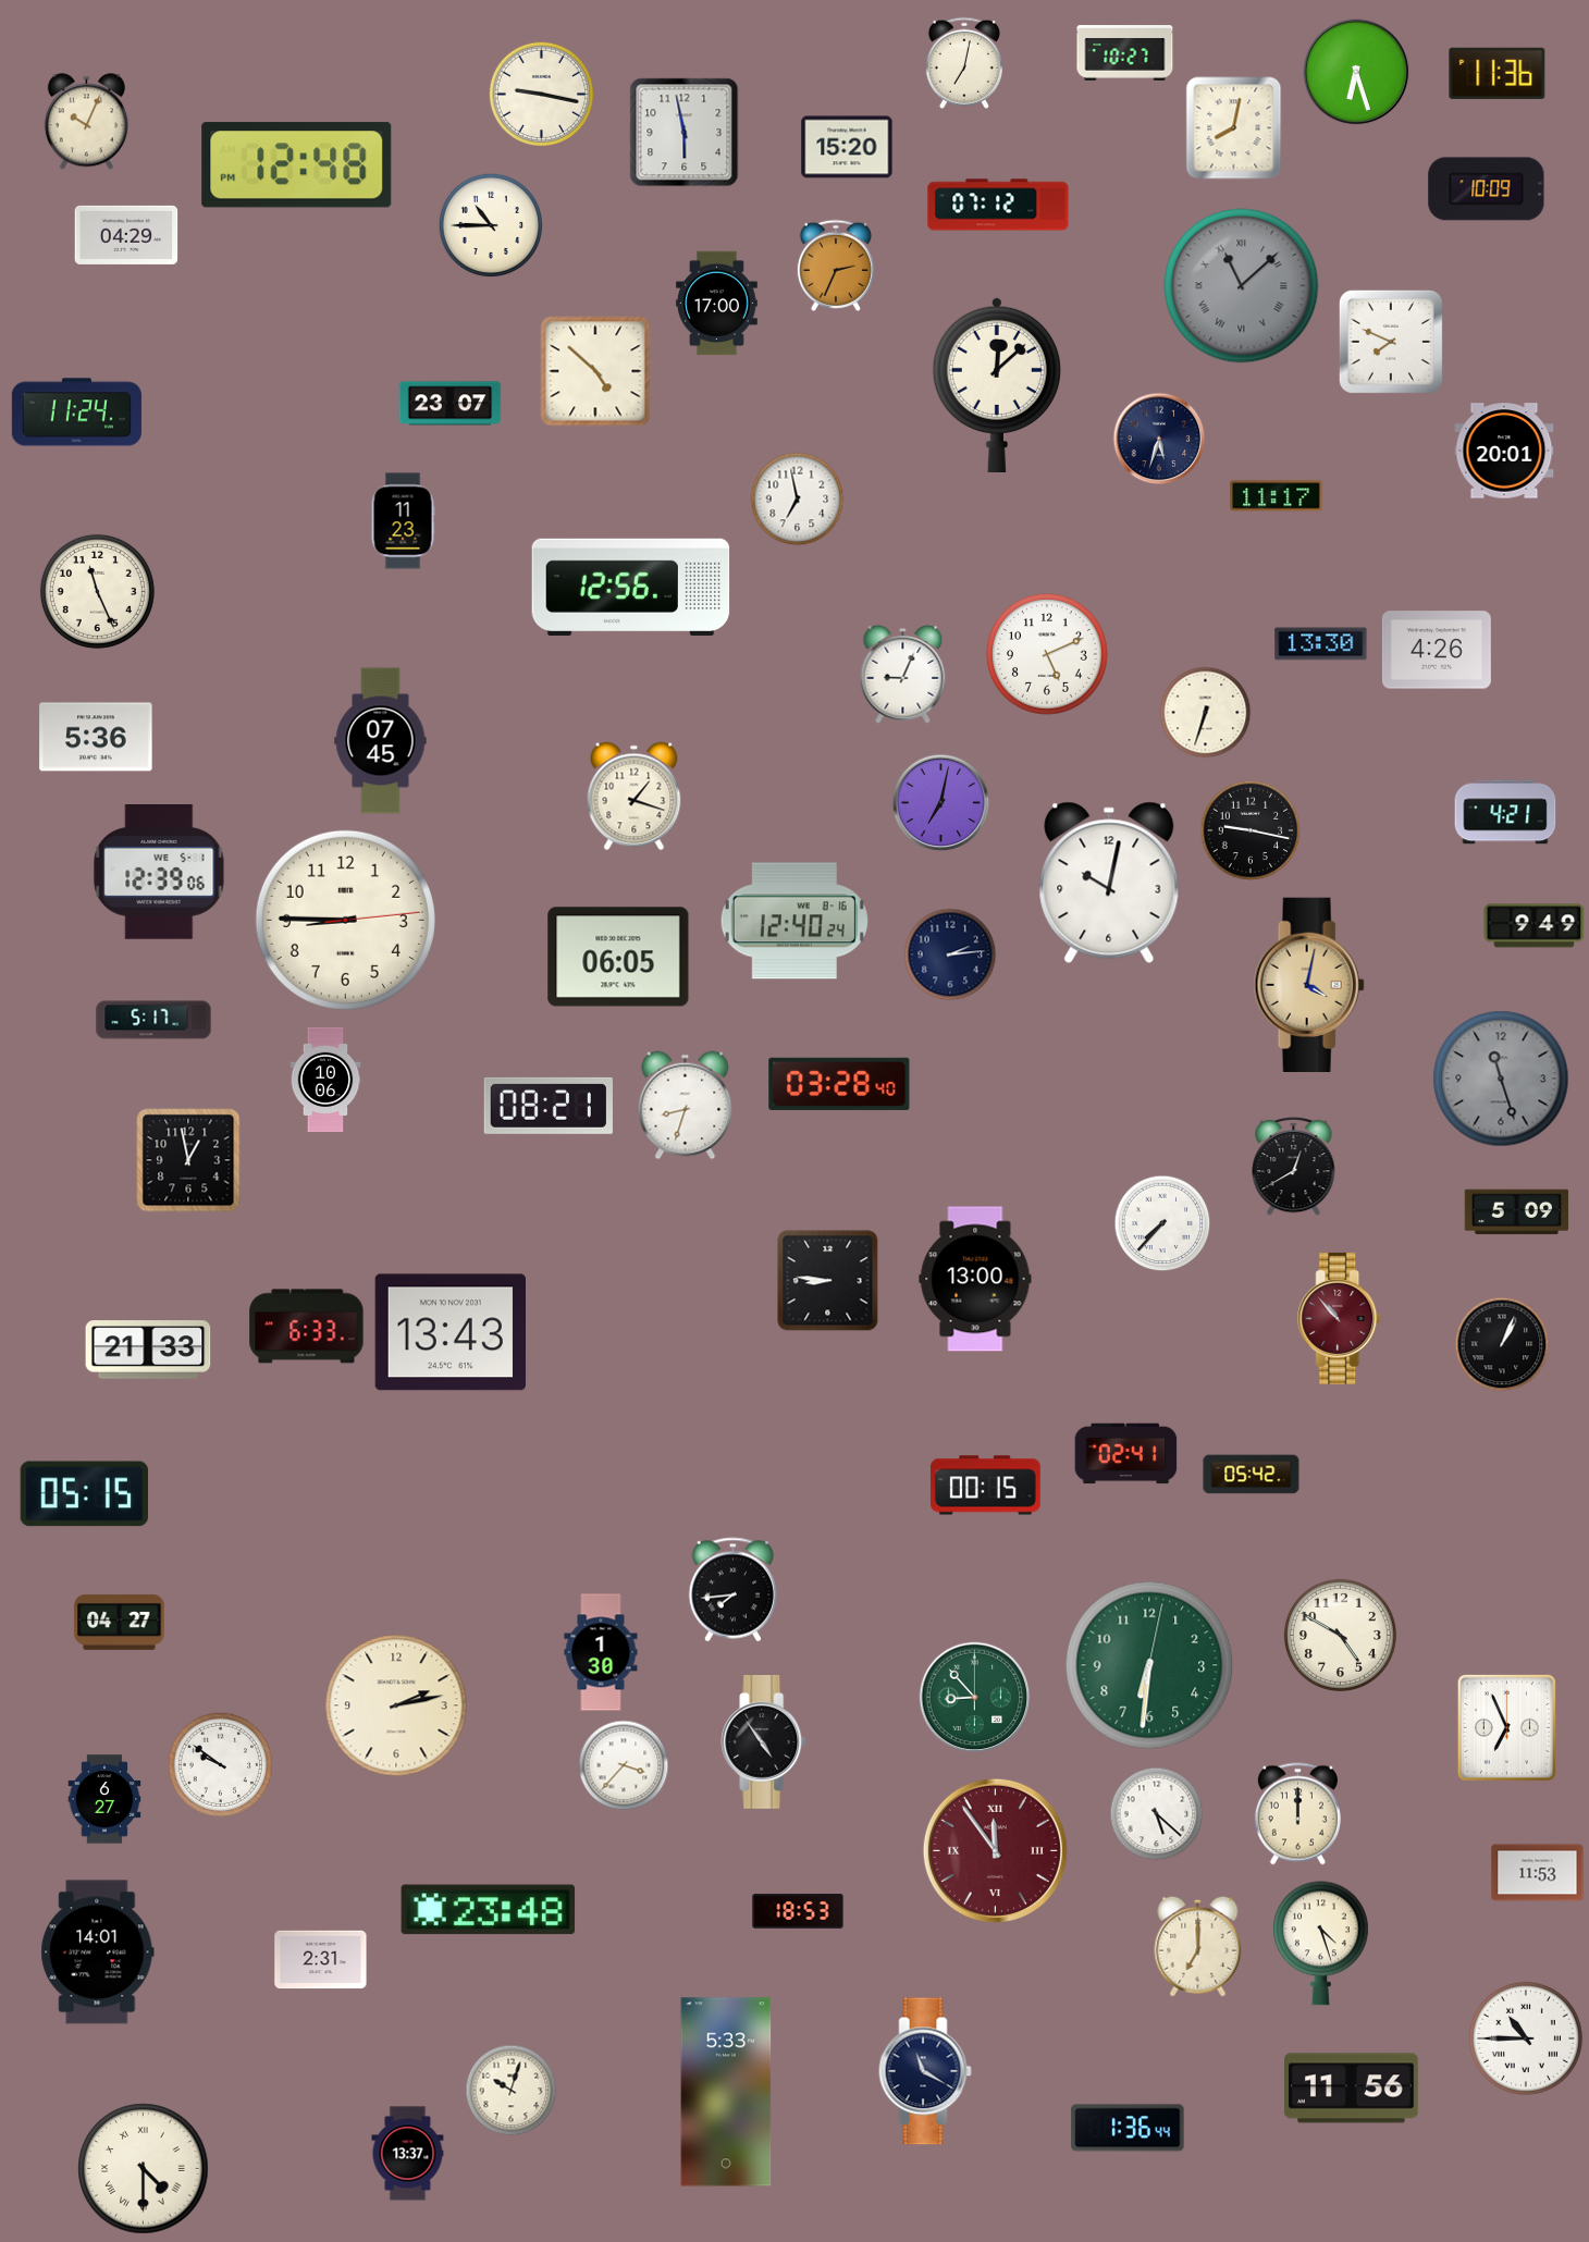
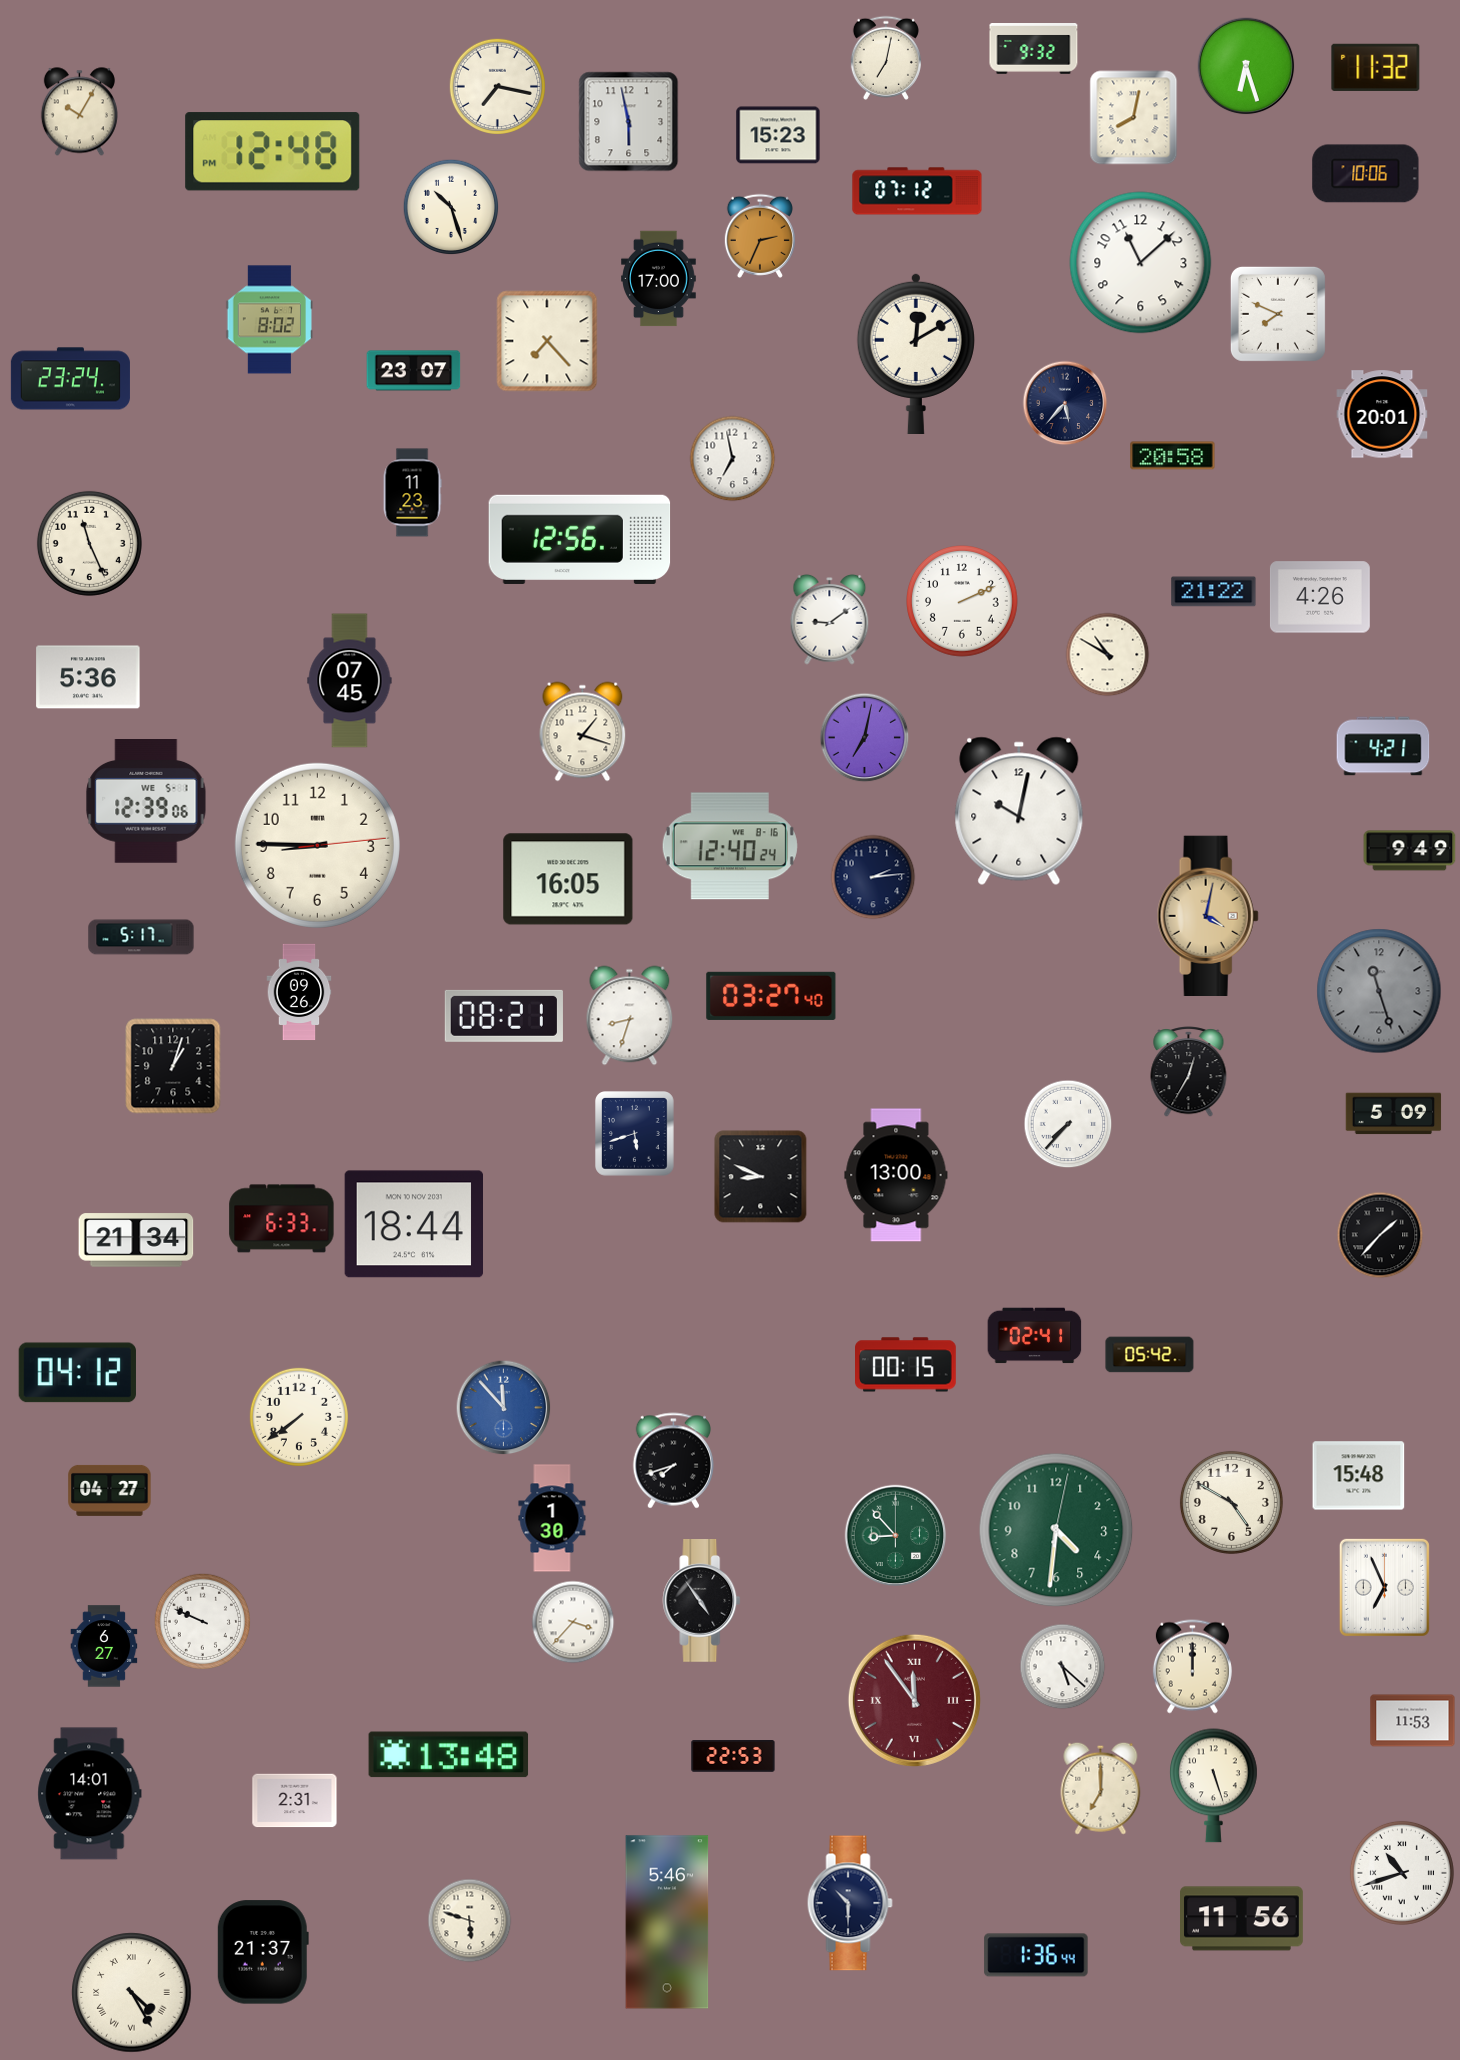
clock at (1125, 53): 10:27 -> 9:32
clock at (1498, 73): 11:36 -> 11:32
clock at (541, 94): 9:17 -> 7:17
clock at (86, 122): 10:04 -> 10:05
clock at (847, 147): 15:20 -> 15:23
clock at (1487, 189): 10:09 -> 10:06
clock at (998, 205) position: (998, 205) -> (917, 191)
clock at (491, 225): 10:45 -> 10:27
clock at (126, 235): 04:29 -> none
clock at (836, 266) position: (836, 266) -> (760, 236)
clock at (1242, 286) dial: grey -> white
clock at (1242, 286) numerals: Roman -> Arabic
clock at (269, 320): none -> 8:02
clock at (595, 371): 4:52 -> 7:23
clock at (997, 384): 12:08 -> 12:10
clock at (76, 412): 11:24 -> 23:24
clock at (1159, 439): 5:33 -> 5:37
clock at (1277, 496): 11:17 -> 20:58
clock at (403, 521) position: (403, 521) -> (412, 493)
clock at (1321, 644): 13:30 -> 21:22
clock at (1048, 655): 5:11 -> 2:11
clock at (903, 674): 9:04 -> 9:09
clock at (1206, 713): 6:33 -> 10:50
clock at (1251, 830): 9:17 -> none
clock at (618, 957): 06:05 -> 16:05
clock at (1309, 984) position: (1309, 984) -> (1208, 915)
clock at (325, 1080): 10:06 -> 09:26
clock at (839, 1084): 03:28 -> 03:27
clock at (188, 1160): 12:58 -> 1:03
clock at (1294, 1167): 12:40 -> 12:35
clock at (635, 1134): none -> 5:42
clock at (828, 1281): 8:46 -> 8:49
clock at (1340, 1318): 10:53 -> none
clock at (449, 1332): 13:43 -> 18:44
clock at (1502, 1344): 1:04 -> 1:37
clock at (148, 1350): 21:33 -> 21:34
clock at (84, 1494): 05:15 -> 04:12
clock at (504, 1408): none -> 11:53
clock at (299, 1417): none -> 7:39
clock at (732, 1590): 7:44 -> 7:42
clock at (1359, 1476): none -> 15:48
clock at (1149, 1665): 6:31 -> 4:31
clock at (975, 1698) position: (975, 1698) -> (896, 1536)
clock at (396, 1705): 2:13 -> none
clock at (220, 1764): 9:51 -> 9:49
clock at (104, 1799) position: (104, 1799) -> (104, 1646)
clock at (489, 1910): 23:48 -> 13:48
clock at (798, 1911): 18:53 -> 22:53
clock at (1321, 1944): 4:27 -> 5:27
clock at (1526, 2038): 10:45 -> 10:42
clock at (925, 2071): 11:20 -> 10:30
clock at (512, 2091): 10:03 -> 5:48
clock at (726, 2092): 5:33 -> 5:46
clock at (263, 1952): none -> 21:37
clock at (408, 2154): 13:37 -> none
clock at (144, 2169): 4:30 -> 4:25
